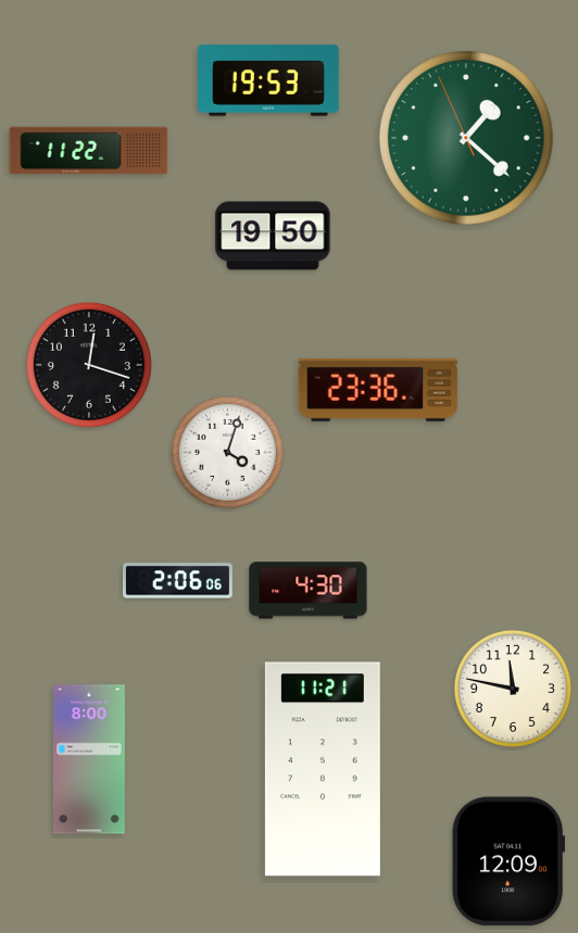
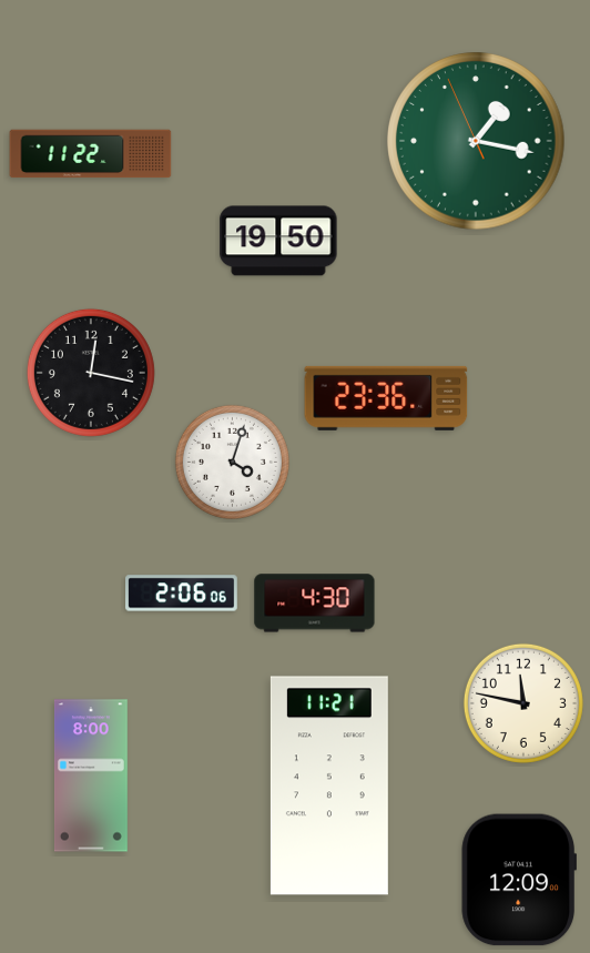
clock at (268, 80): 19:53 -> none
clock at (466, 138): 1:21 -> 1:16
clock at (89, 365): 12:18 -> 12:17
